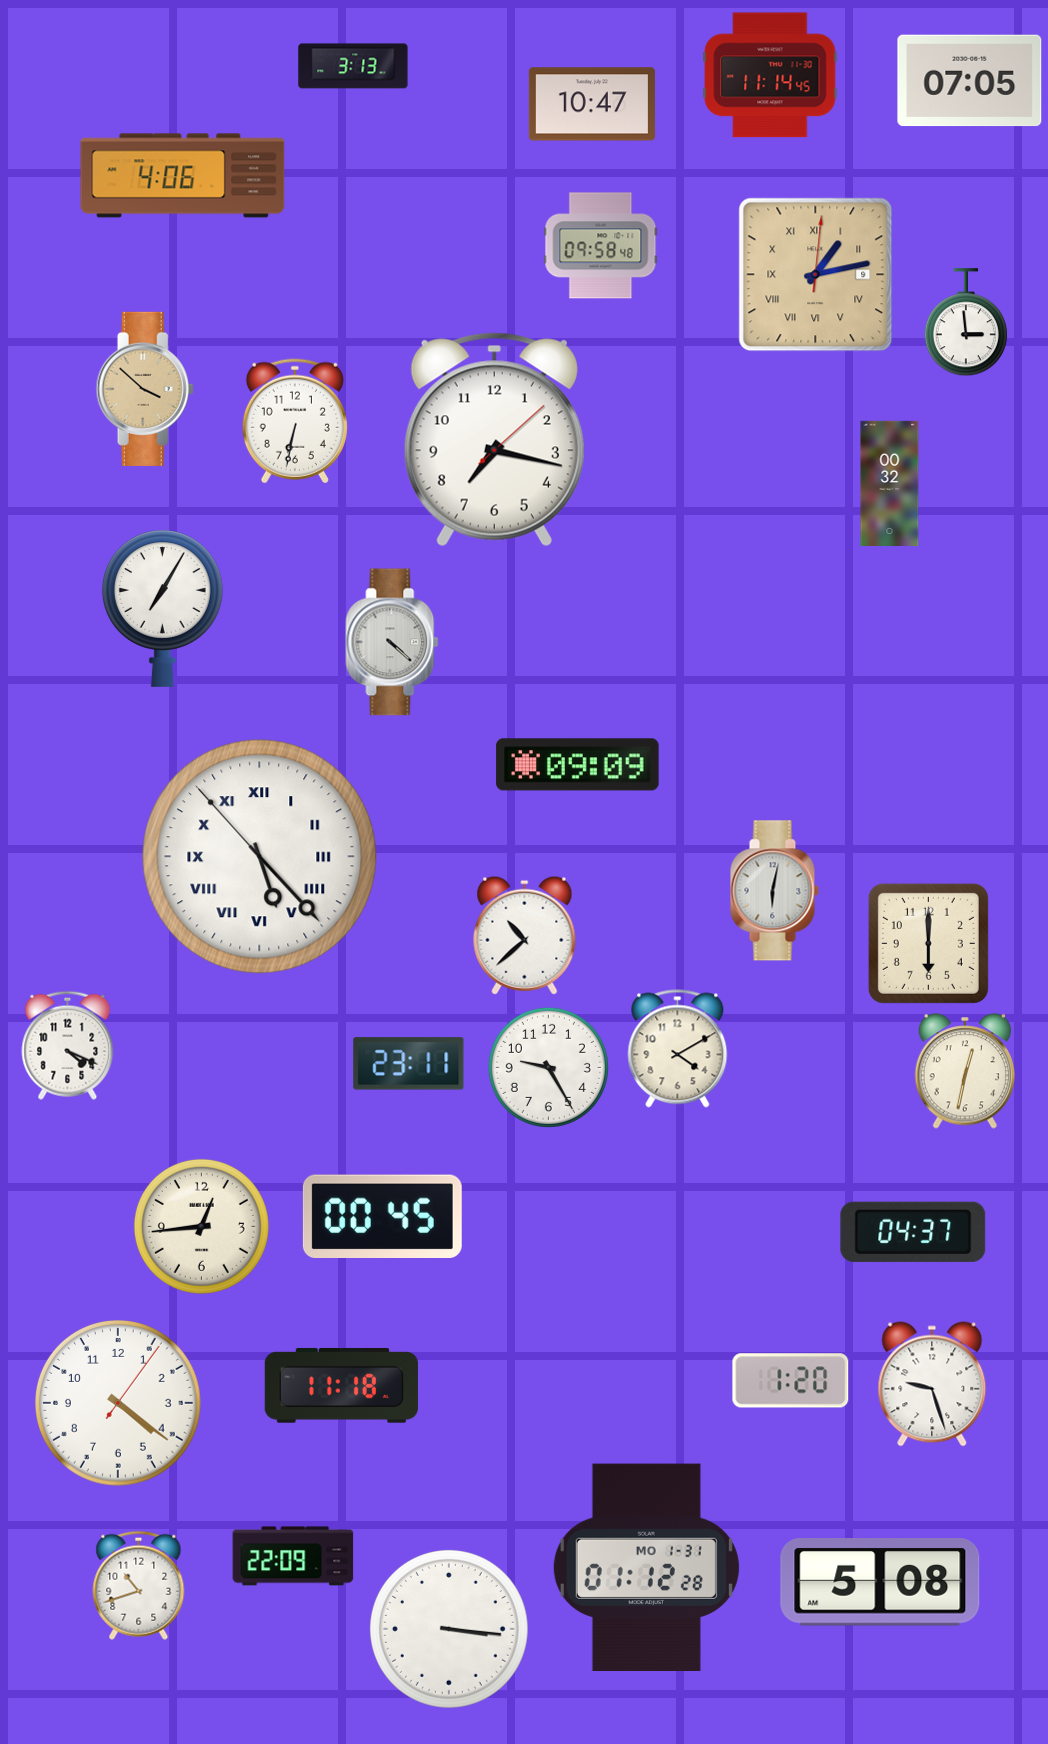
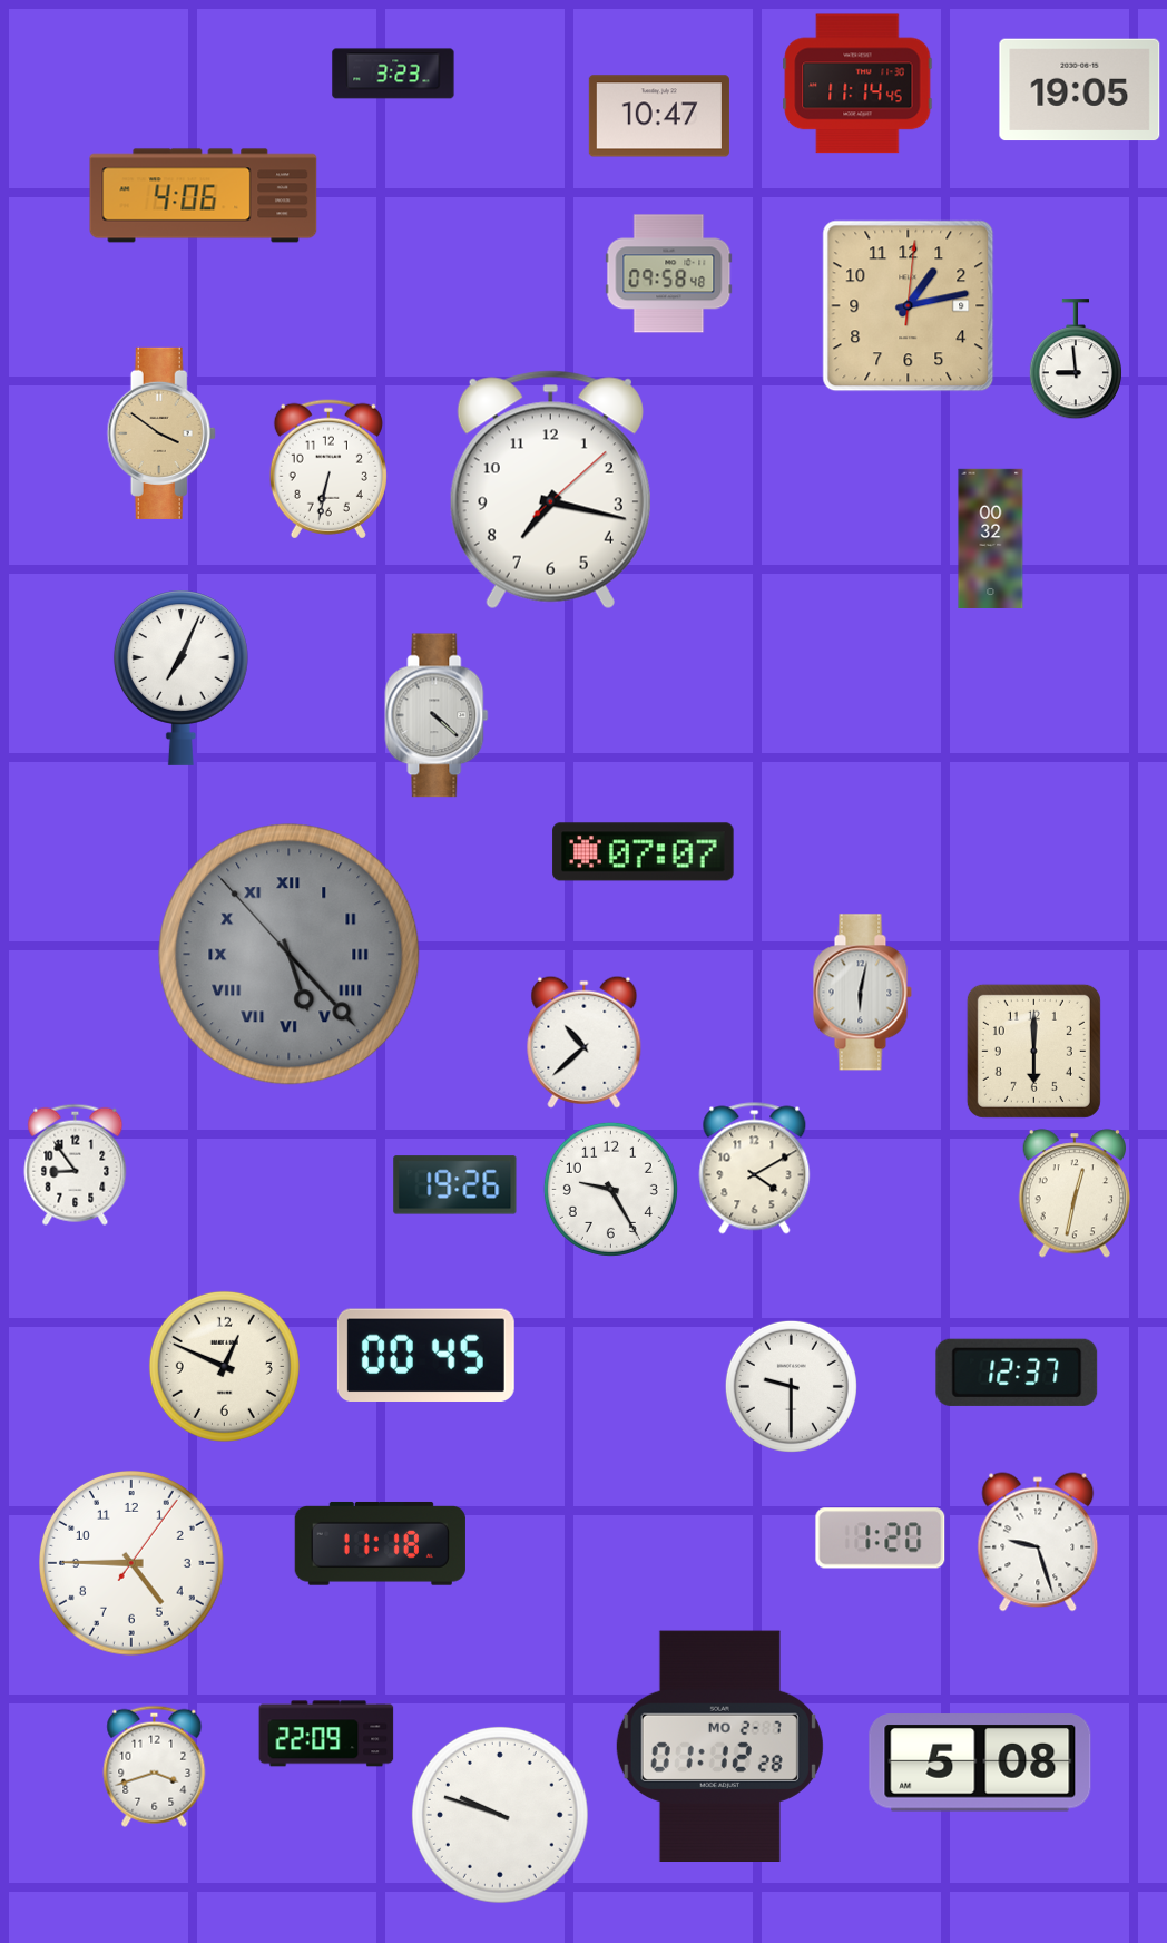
clock at (353, 66): 3:13 -> 3:23
clock at (970, 81): 07:05 -> 19:05
clock at (816, 275) numerals: Roman -> Arabic
clock at (966, 323): 2:59 -> 8:59
clock at (145, 389): 3:52 -> 3:51
clock at (162, 608): 7:05 -> 7:04
clock at (578, 765): 09:09 -> 07:07
clock at (260, 857) dial: white -> grey
clock at (68, 1045): 4:19 -> 8:54
clock at (409, 1064): 23:11 -> 19:26
clock at (201, 1226): 12:44 -> 12:49
clock at (913, 1232): 04:37 -> 12:37
clock at (791, 1386): none -> 9:30
clock at (119, 1404): 4:21 -> 4:45
clock at (646, 1567) date: MO 1-31 -> MO 2-7
clock at (139, 1585): 10:42 -> 3:42
clock at (449, 1629): 3:16 -> 9:48
